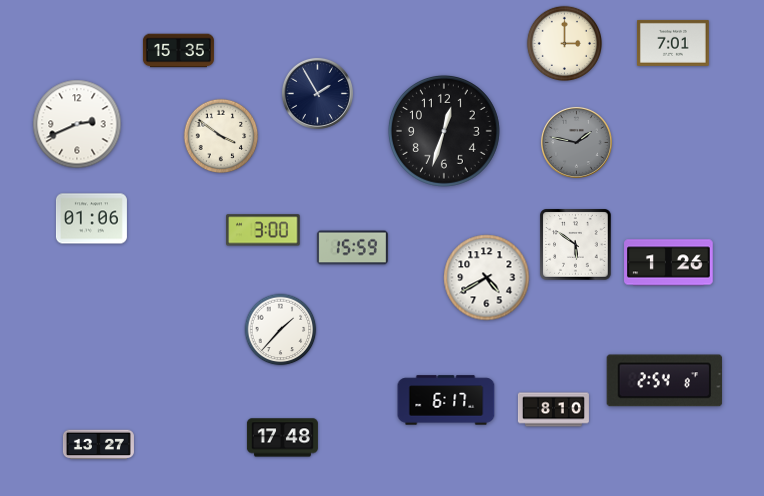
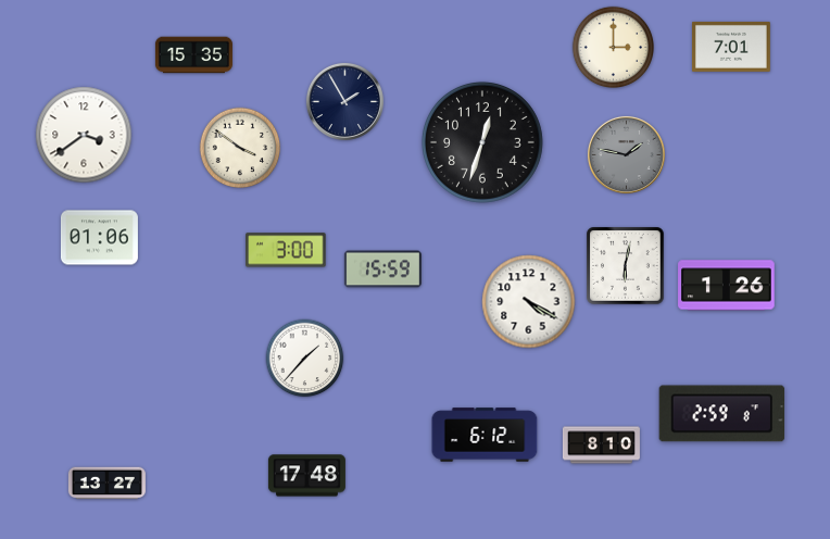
clock at (77, 124): 2:41 -> 3:39
clock at (576, 245): 5:51 -> 6:02
clock at (487, 278): 4:40 -> 4:20
clock at (665, 381): 2:54 -> 2:59
clock at (446, 400): 6:17 -> 6:12
